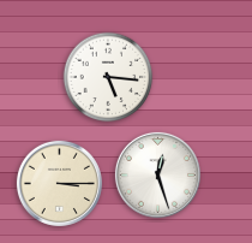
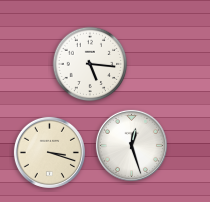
clock at (59, 183): 3:15 -> 3:18
